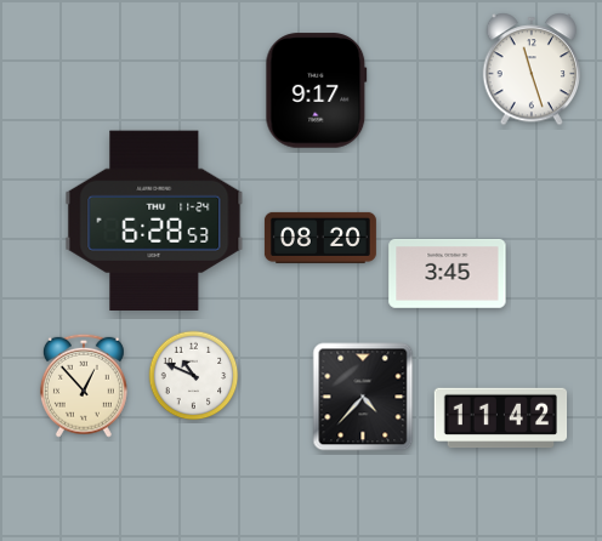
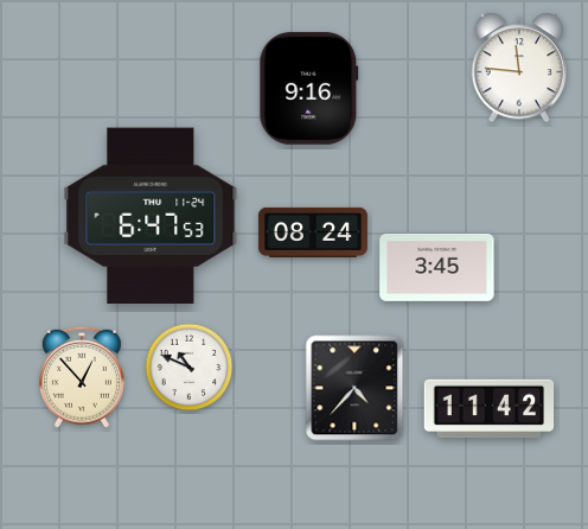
clock at (530, 69): 11:27 -> 11:46
clock at (317, 91): 9:17 -> 9:16
clock at (154, 220): 6:28 -> 6:47
clock at (320, 238): 08:20 -> 08:24
